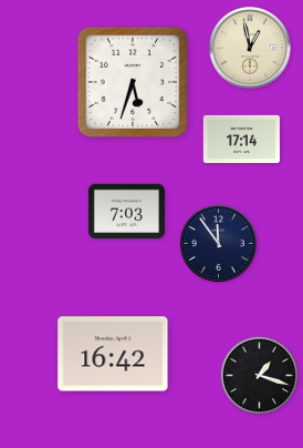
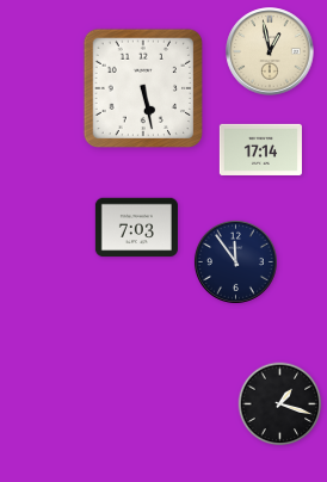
clock at (133, 82): 5:33 -> 5:28
clock at (113, 354): 16:42 -> none
